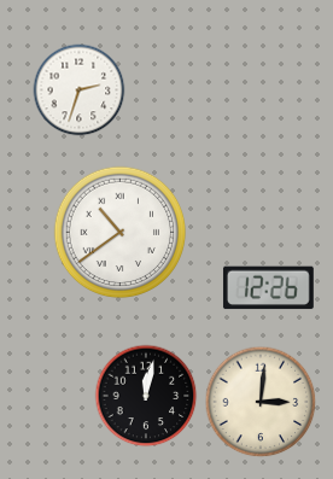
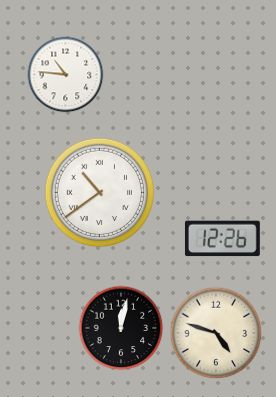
clock at (80, 90): 2:33 -> 10:46
clock at (261, 402): 3:01 -> 4:48
